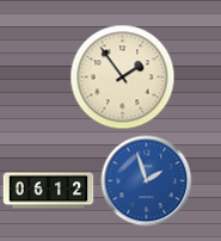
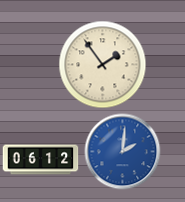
clock at (147, 181): 1:57 -> 2:01
